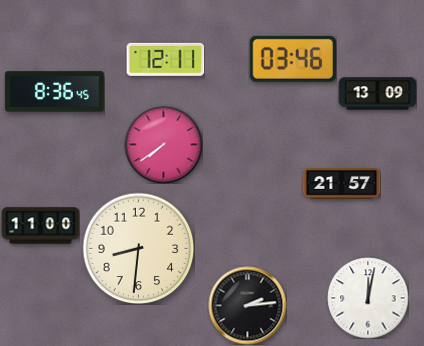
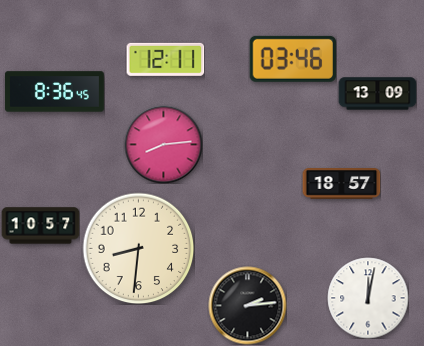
clock at (163, 144): 7:39 -> 8:14
clock at (341, 184): 21:57 -> 18:57
clock at (40, 226): 11:00 -> 10:57
